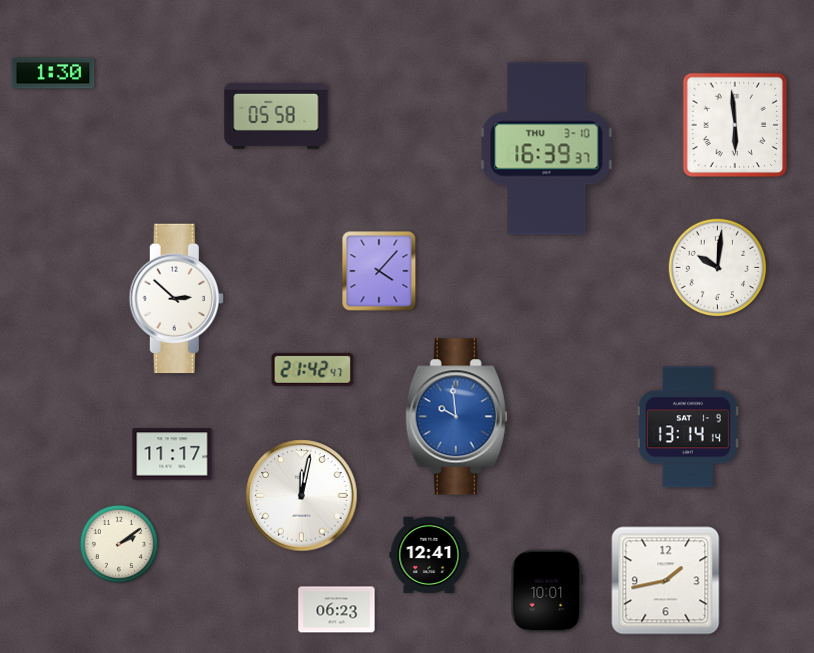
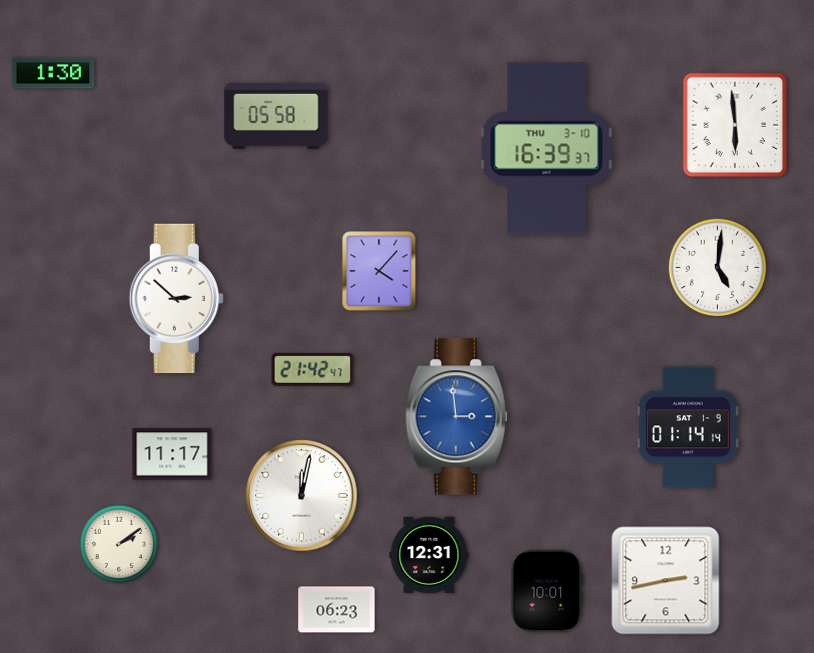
clock at (718, 268): 10:01 -> 5:01
clock at (457, 417): 9:59 -> 2:59
clock at (688, 427): 13:14 -> 01:14
clock at (429, 555): 12:41 -> 12:31
clock at (666, 581): 1:43 -> 2:43
